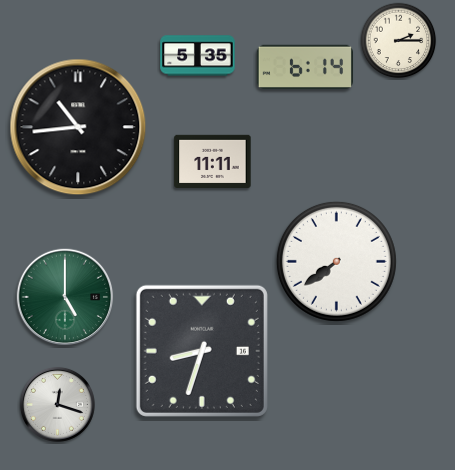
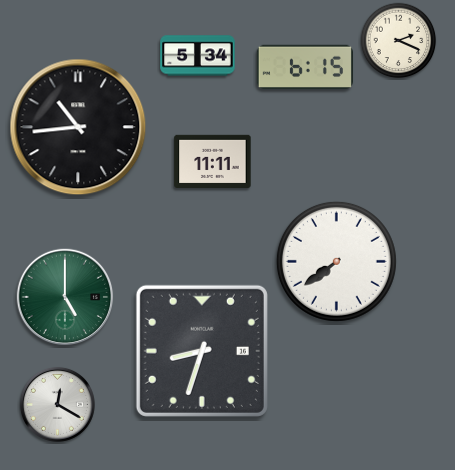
clock at (399, 41): 2:15 -> 2:19
clock at (198, 56): 5:35 -> 5:34
clock at (305, 67): 6:14 -> 6:15
clock at (57, 404): 12:18 -> 12:20
